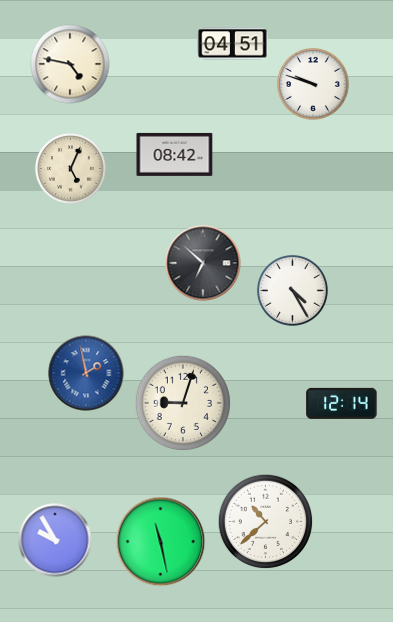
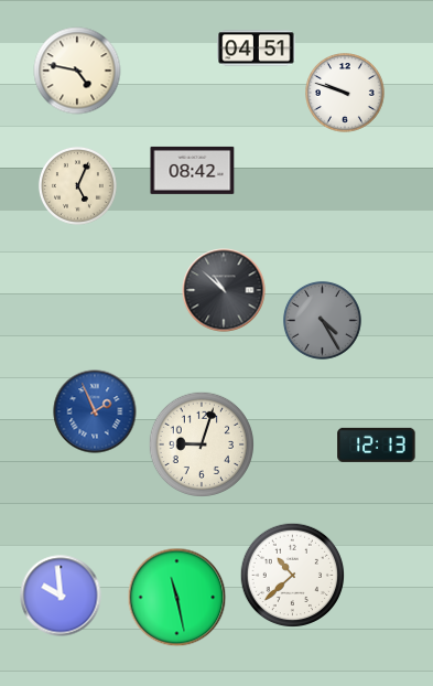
clock at (203, 263): 6:52 -> 10:52
clock at (292, 290) dial: white -> grey
clock at (86, 373): 1:58 -> 1:56
clock at (342, 403): 12:14 -> 12:13
clock at (55, 540): 9:55 -> 9:59
